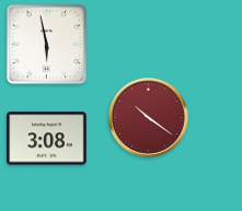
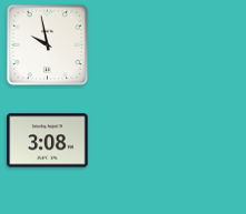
clock at (47, 45): 5:58 -> 9:58
clock at (149, 118): 10:21 -> none
